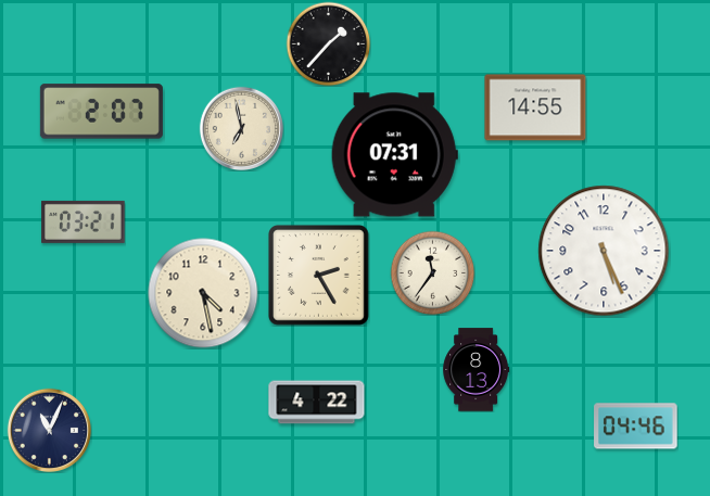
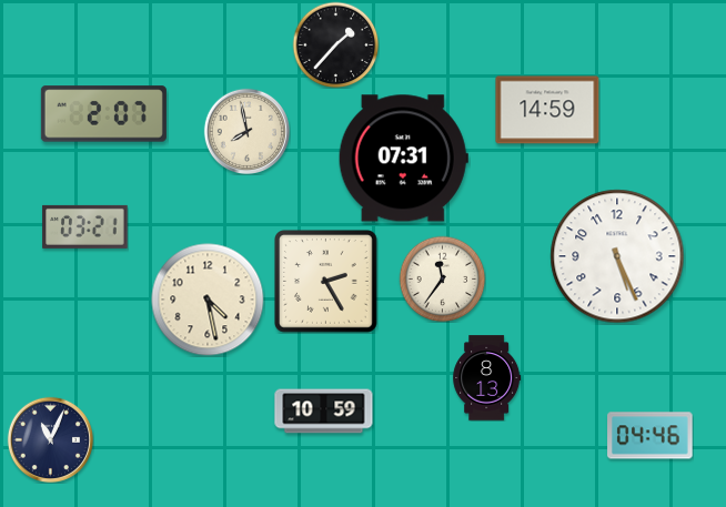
clock at (535, 107): 14:55 -> 14:59
clock at (241, 128): 6:58 -> 7:58
clock at (317, 403): 4:22 -> 10:59
